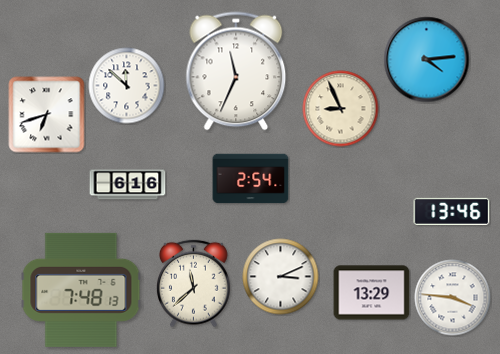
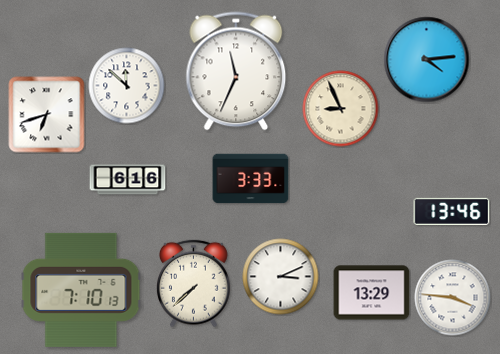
clock at (251, 179): 2:54 -> 3:33
clock at (128, 185) position: (128, 185) -> (128, 180)
clock at (193, 284): 11:38 -> 7:38
clock at (81, 290): 7:48 -> 7:10
